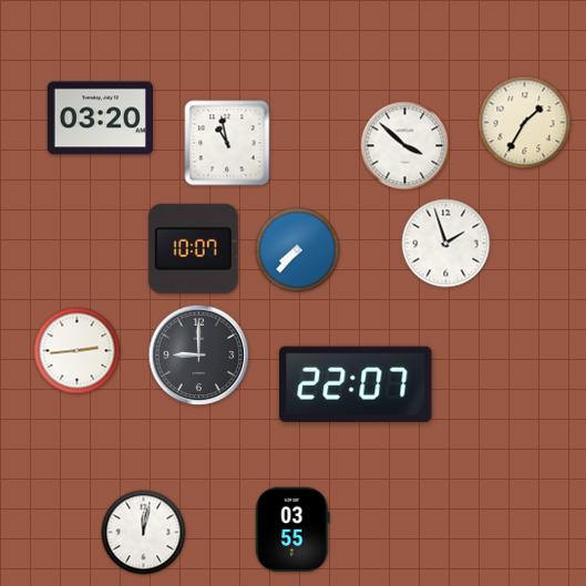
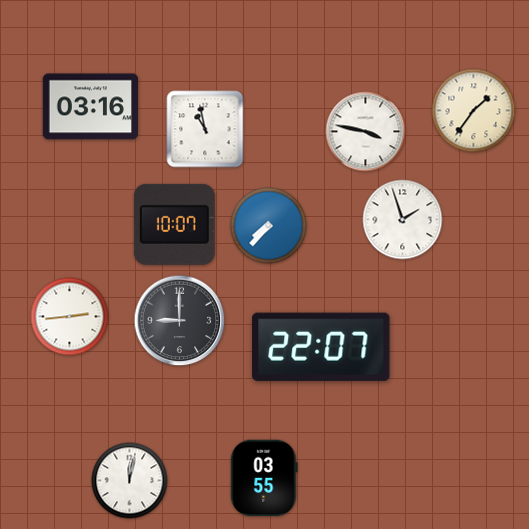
clock at (100, 119): 03:20 -> 03:16
clock at (525, 123): 1:35 -> 1:36
clock at (405, 146): 3:52 -> 3:47
